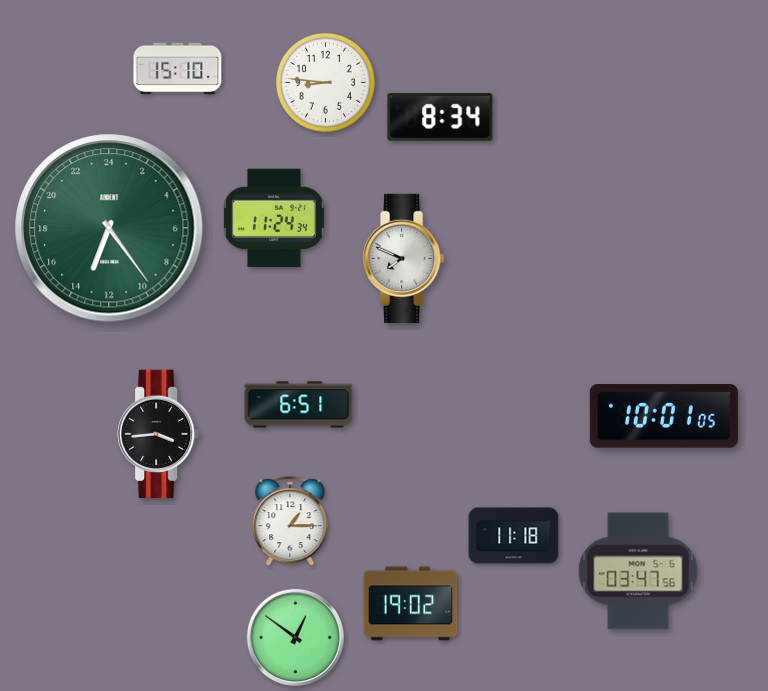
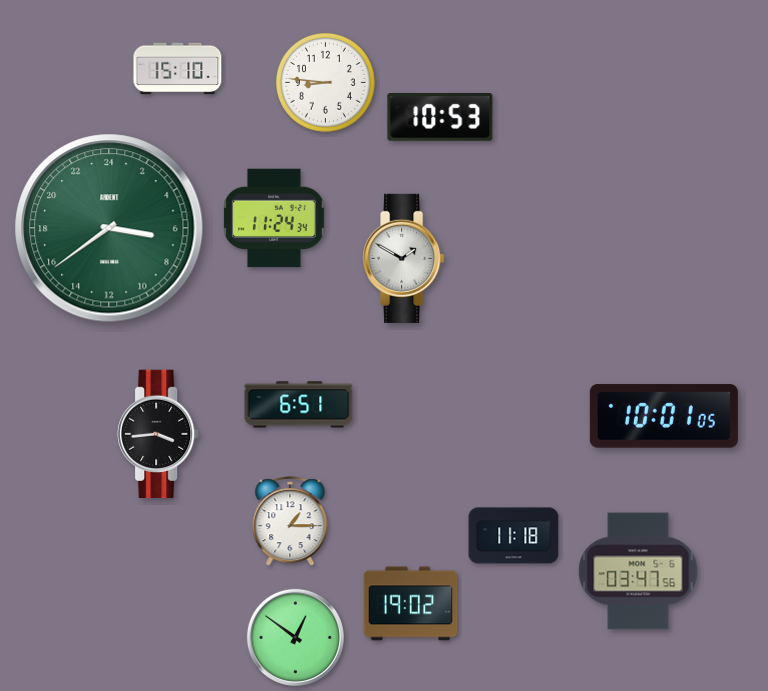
clock at (440, 117): 8:34 -> 10:53
clock at (109, 228): 13:24 -> 6:39
clock at (404, 258): 7:49 -> 1:50
